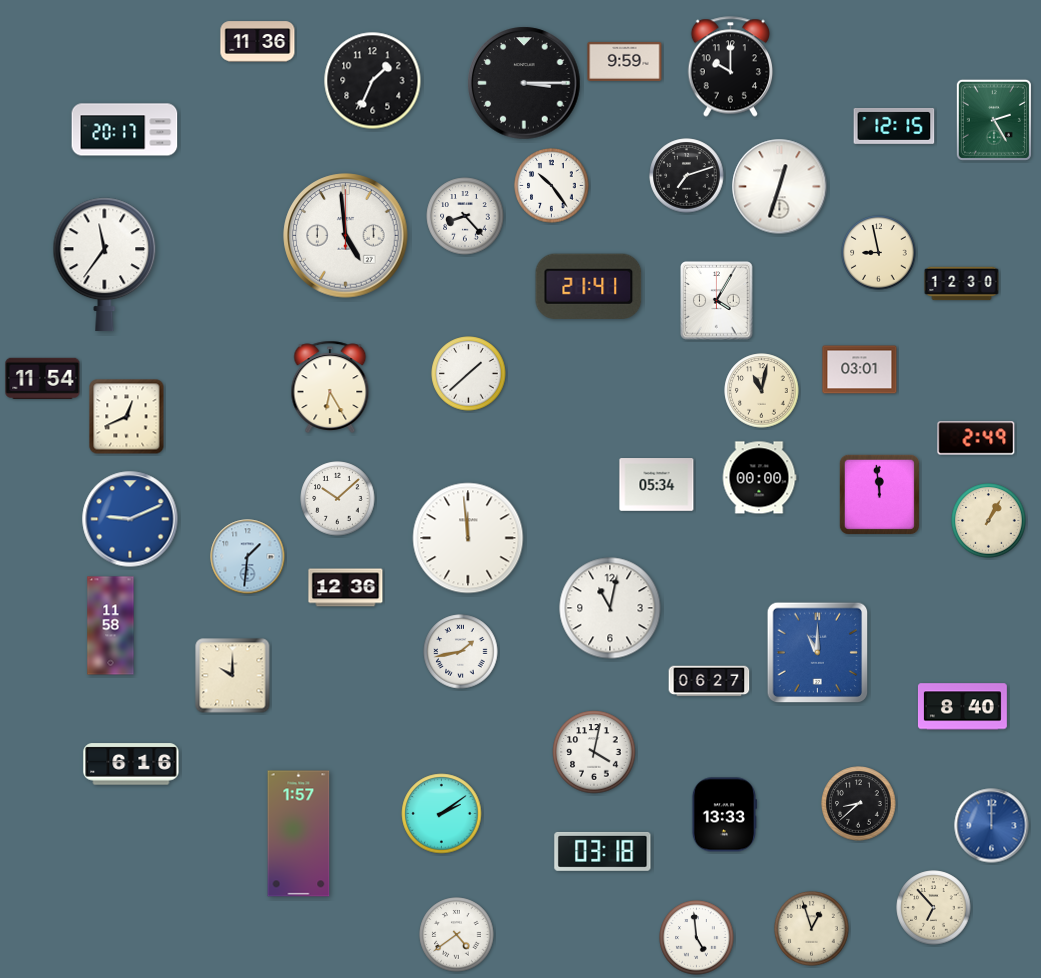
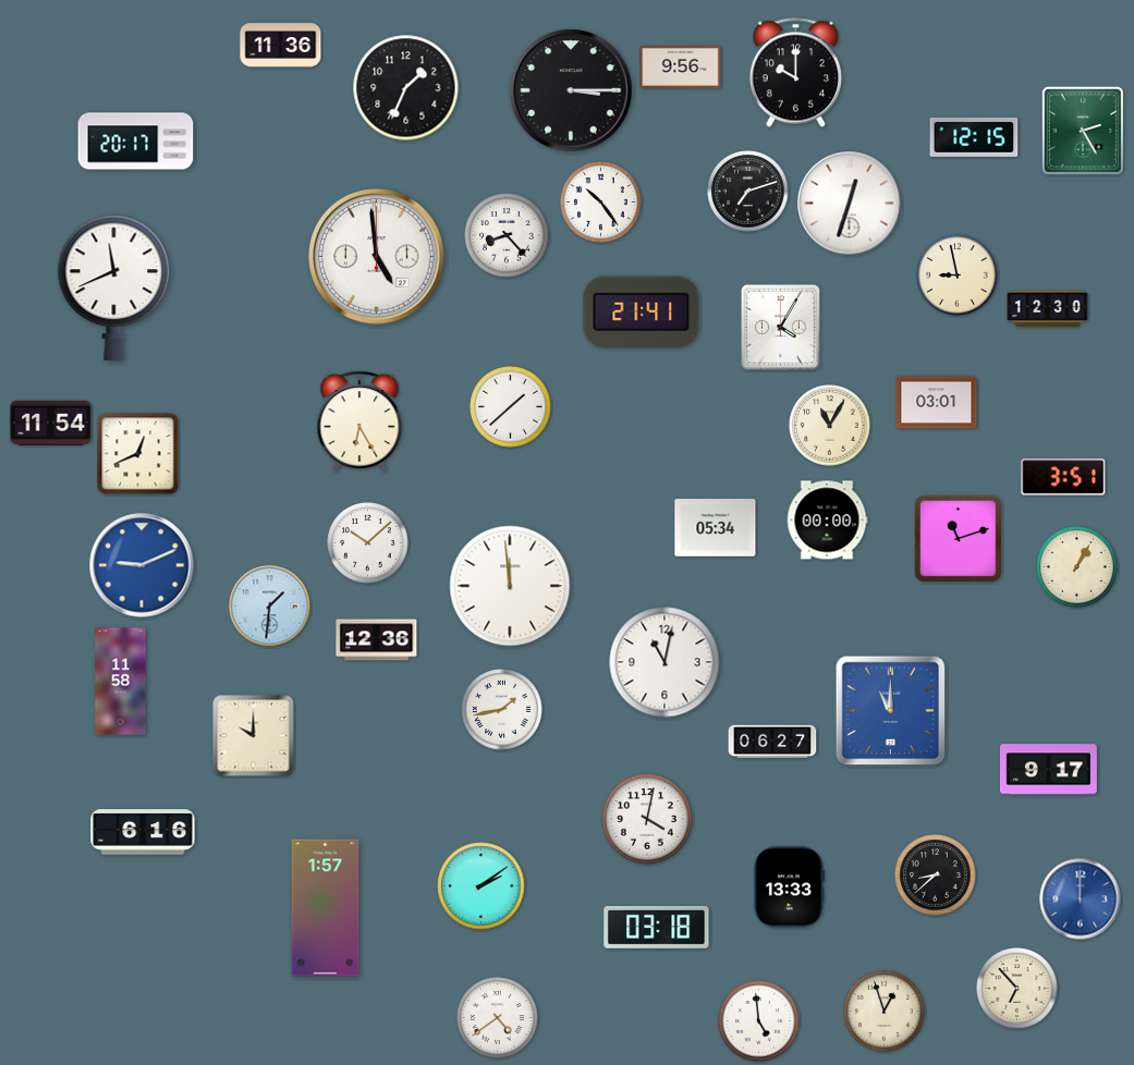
clock at (625, 61): 9:59 -> 9:56
clock at (105, 265): 11:36 -> 11:41
clock at (43, 378) position: (43, 378) -> (51, 423)
clock at (762, 391): 11:02 -> 11:05
clock at (976, 438): 2:49 -> 3:51
clock at (879, 494): 11:59 -> 11:12
clock at (962, 707): 8:40 -> 9:17
